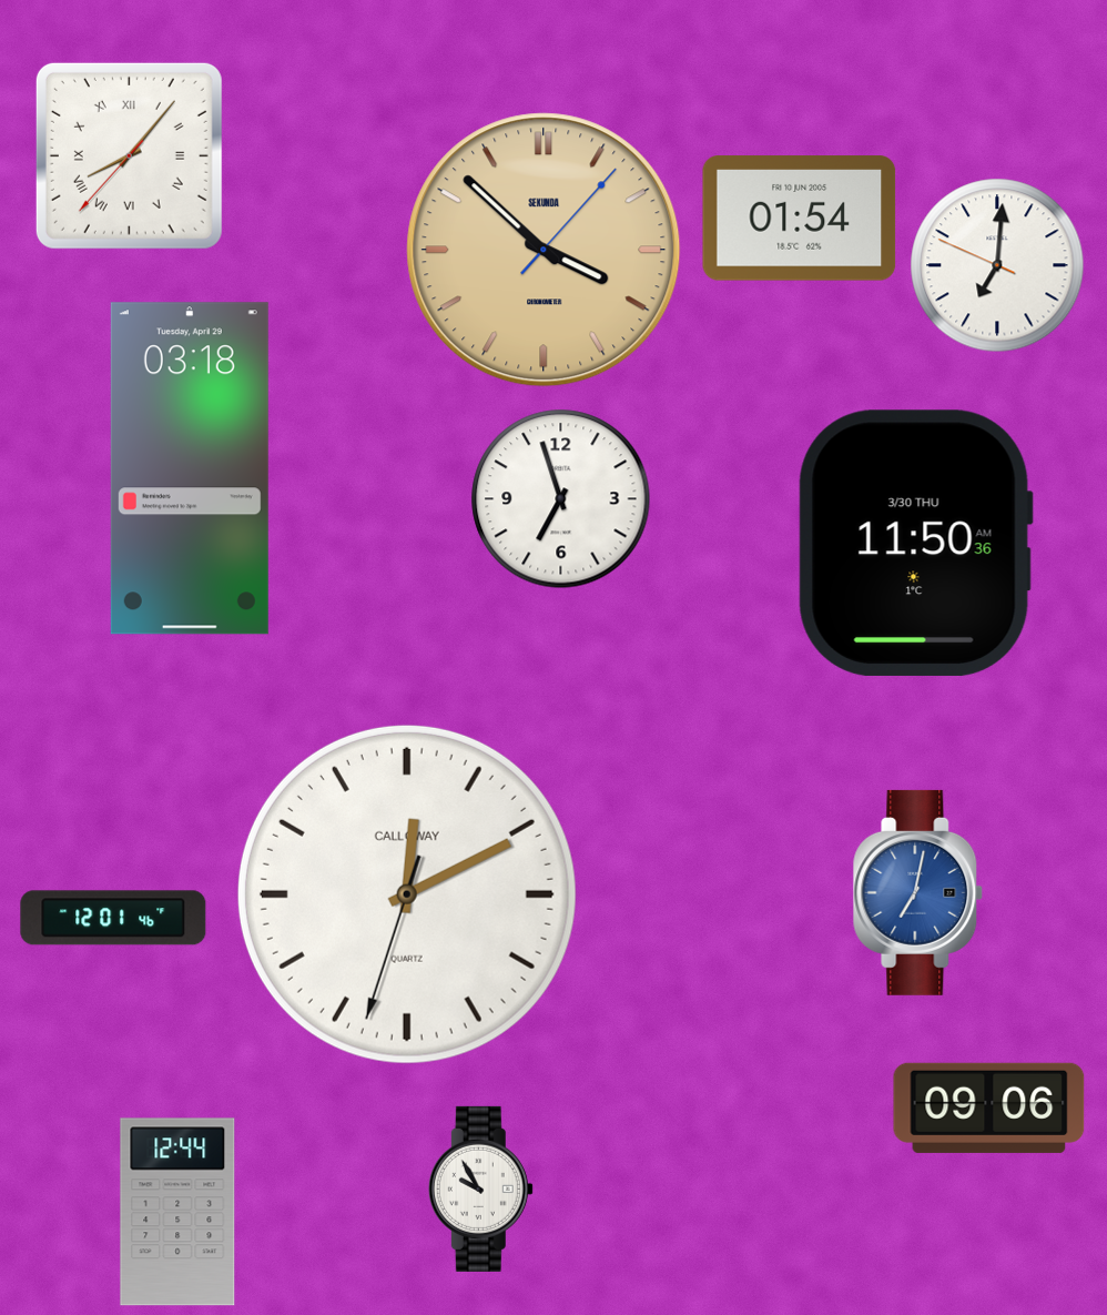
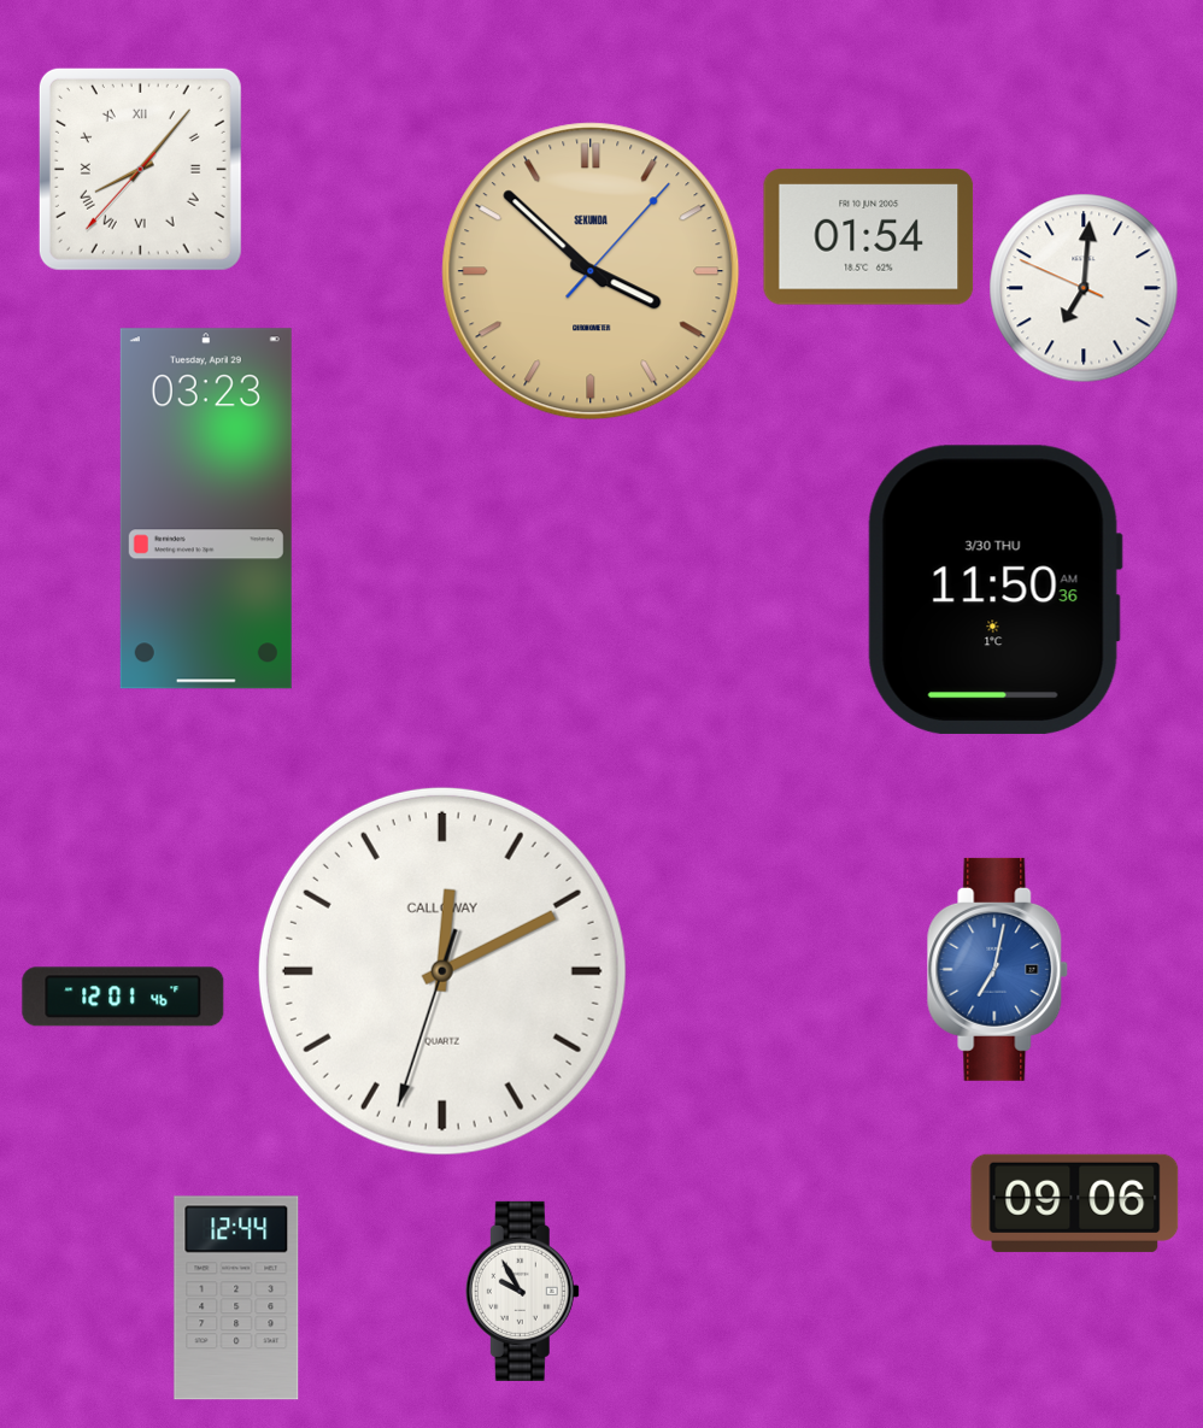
clock at (190, 468): 03:18 -> 03:23
clock at (561, 499): 6:57 -> none
clock at (177, 1212) position: (177, 1212) -> (236, 1298)
